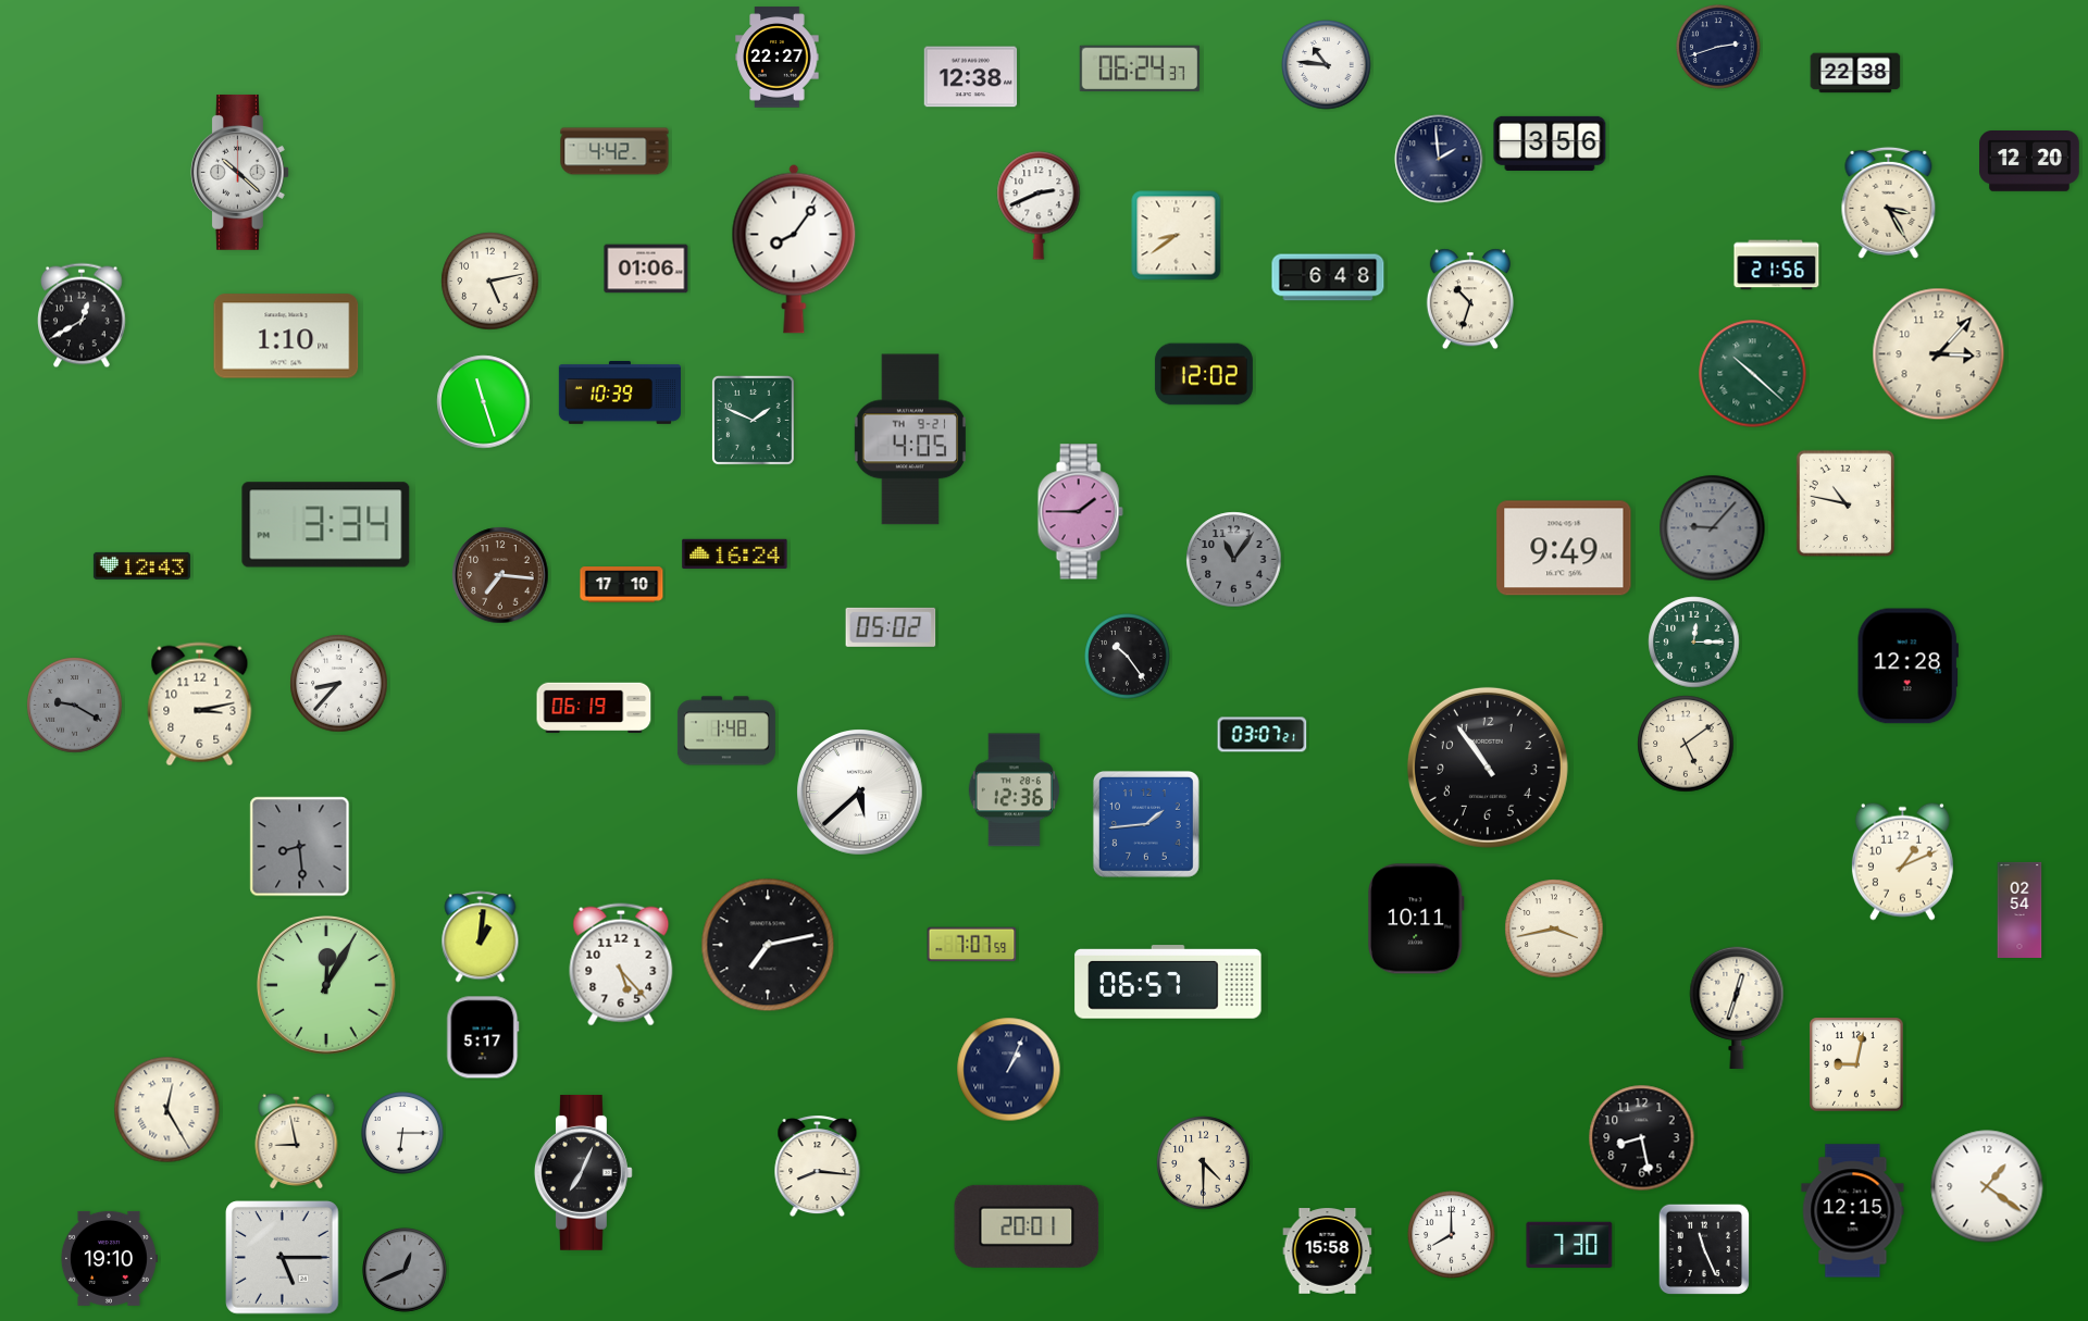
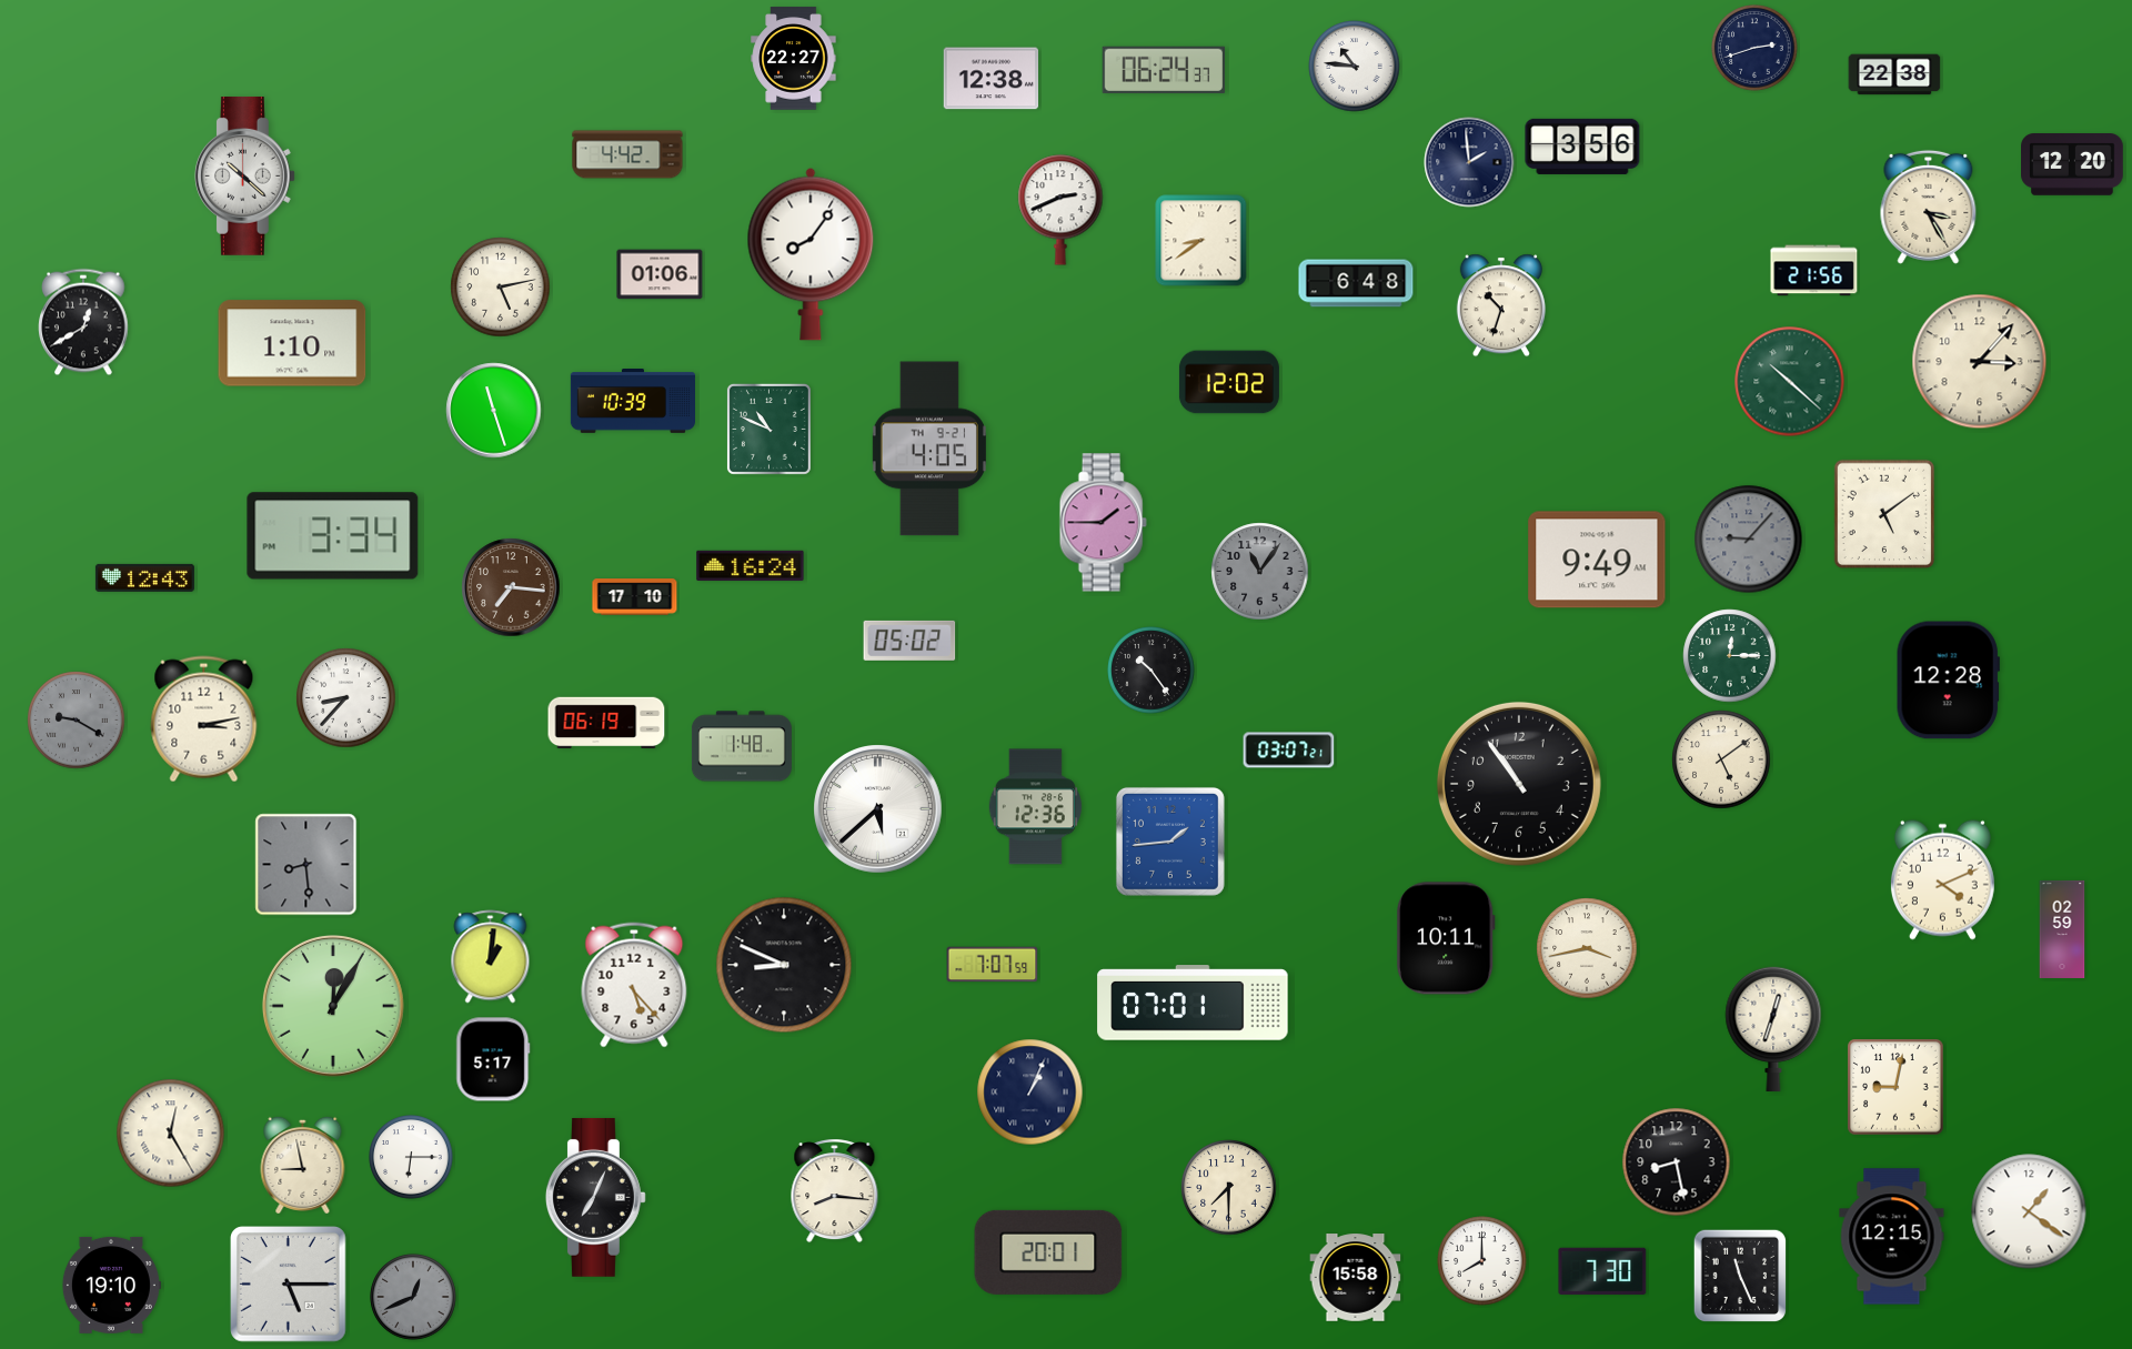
clock at (753, 420): 1:49 -> 10:49
clock at (1845, 503): 10:47 -> 5:09
clock at (1902, 861): 1:11 -> 4:11
clock at (2019, 910): 02:54 -> 02:59
clock at (768, 945): 7:13 -> 8:49
clock at (1168, 982): 06:57 -> 07:01
clock at (1204, 1163): 4:30 -> 7:30
